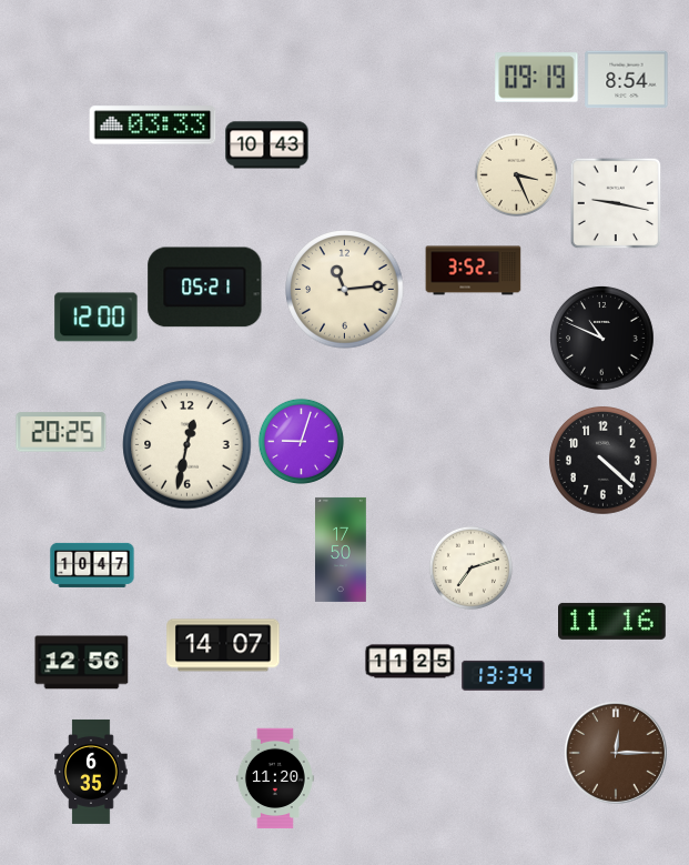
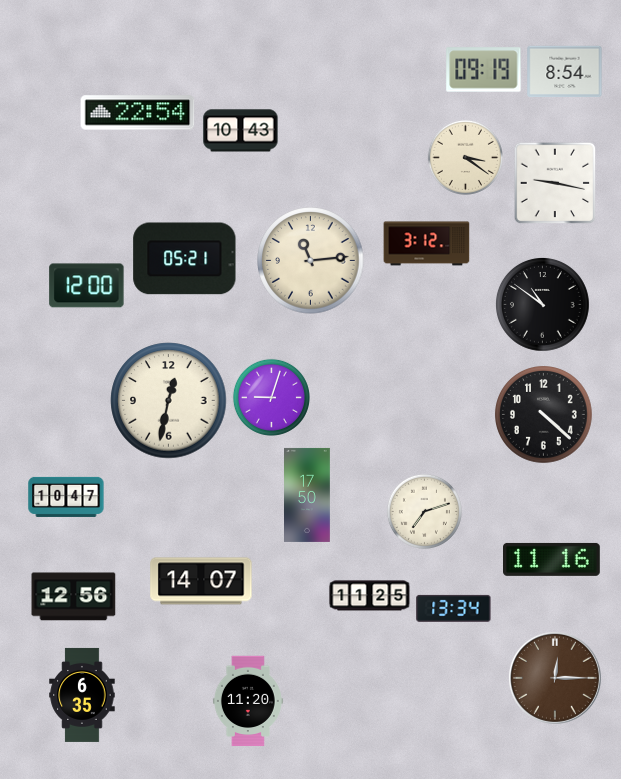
clock at (153, 125): 03:33 -> 22:54
clock at (516, 174): 3:26 -> 3:21
clock at (474, 271): 3:52 -> 3:12
clock at (602, 339): 10:49 -> 10:51
clock at (61, 432): 20:25 -> none
clock at (92, 565) position: (92, 565) -> (66, 497)
